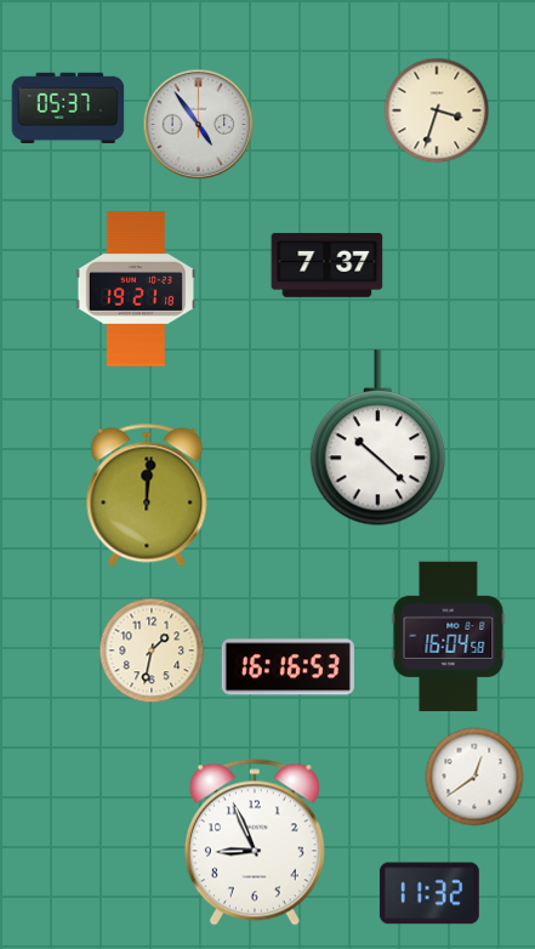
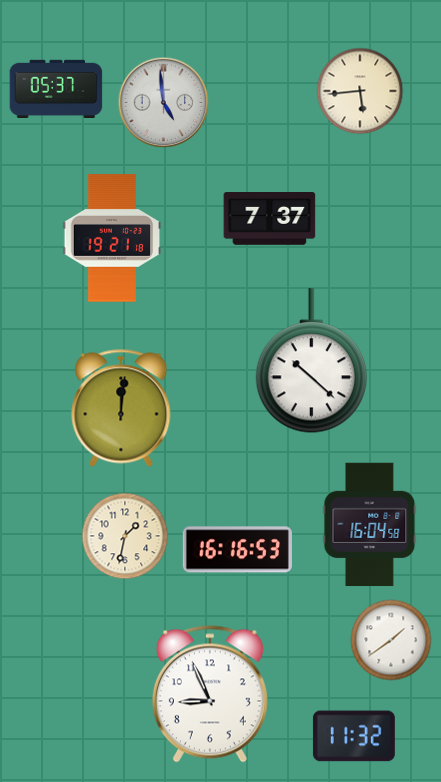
clock at (437, 110): 3:33 -> 5:44
clock at (199, 125): 4:54 -> 4:59
clock at (474, 777): 12:39 -> 1:39
